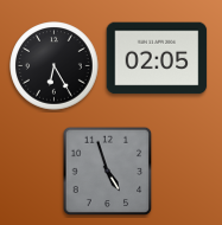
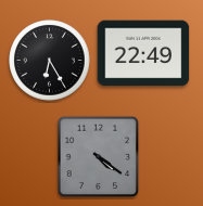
clock at (157, 58): 02:05 -> 22:49
clock at (108, 172): 4:57 -> 4:21
